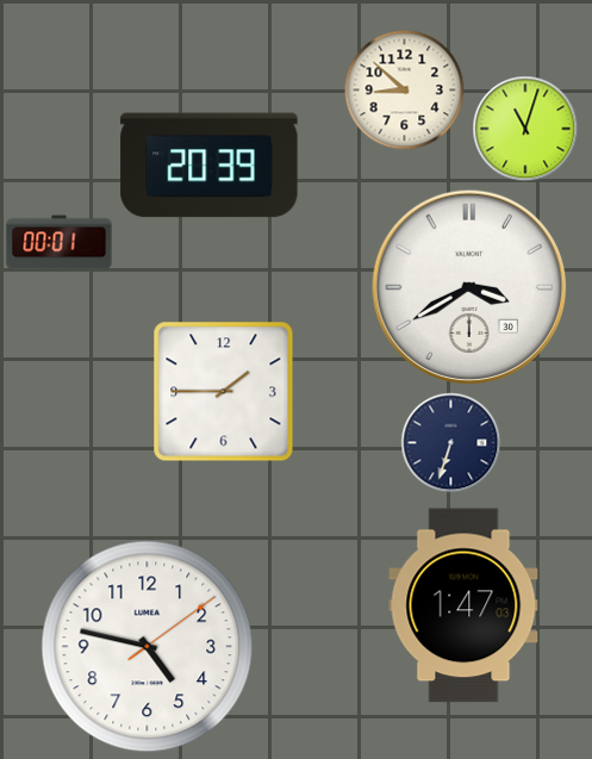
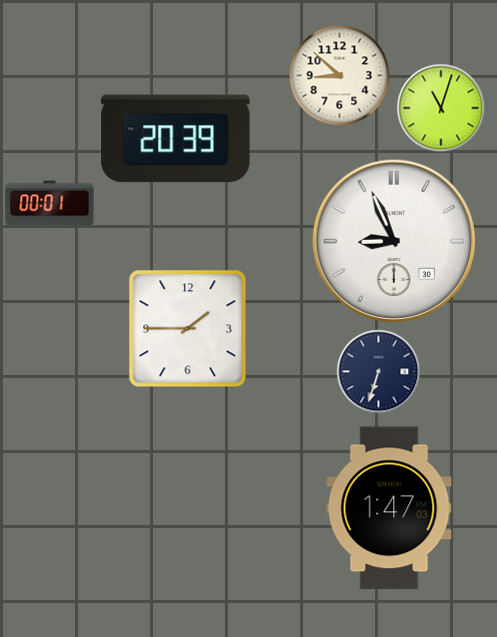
clock at (468, 286): 3:40 -> 8:56
clock at (148, 647): 4:47 -> none
